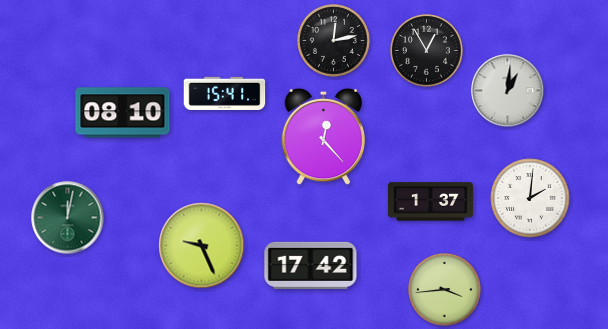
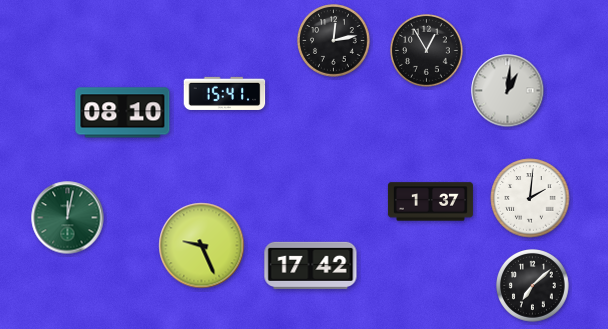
clock at (324, 137): 12:23 -> none
clock at (533, 286): none -> 7:08
clock at (445, 290): 3:44 -> none
